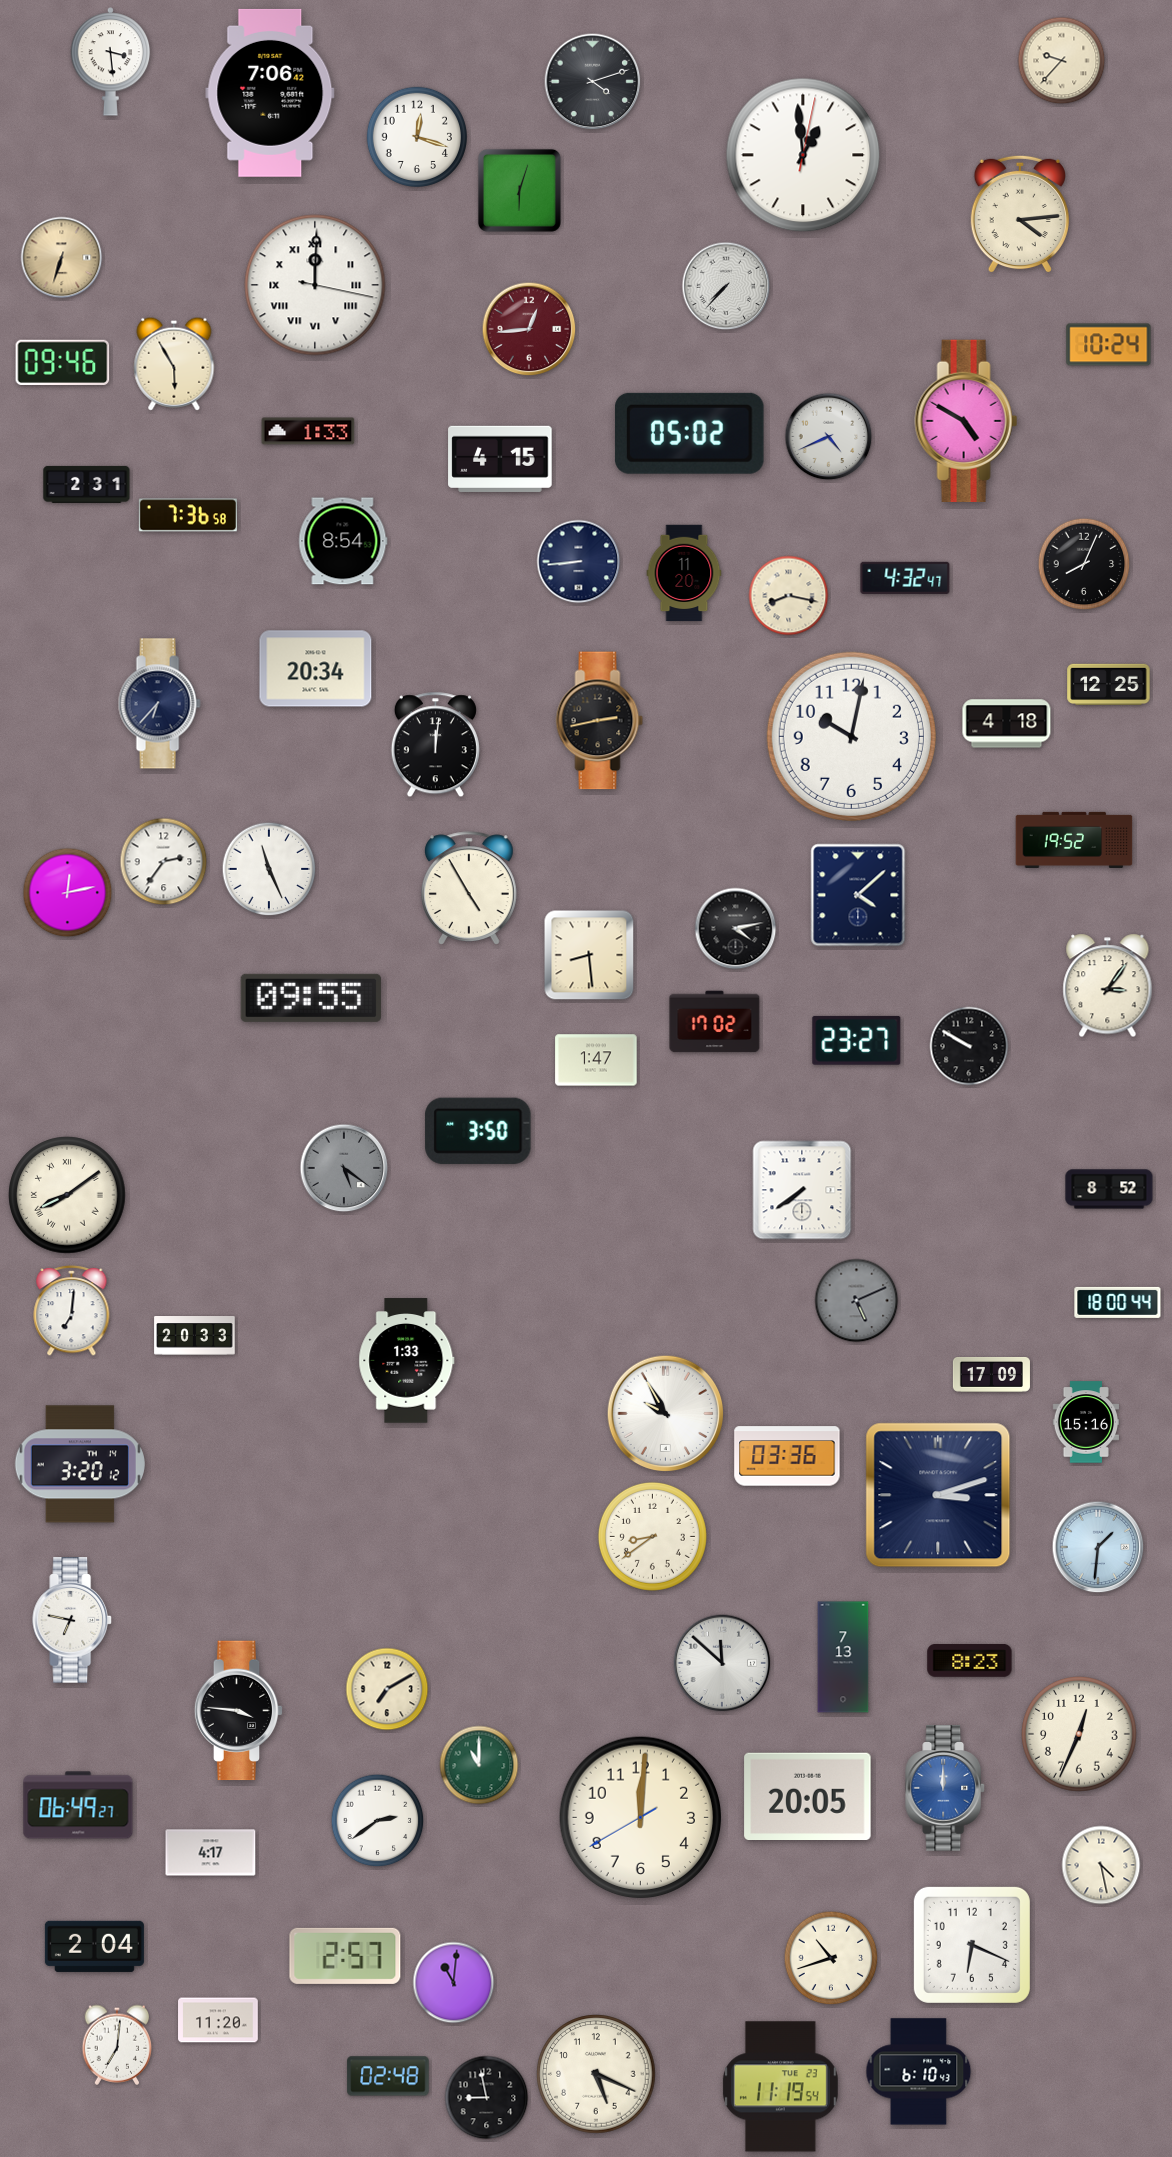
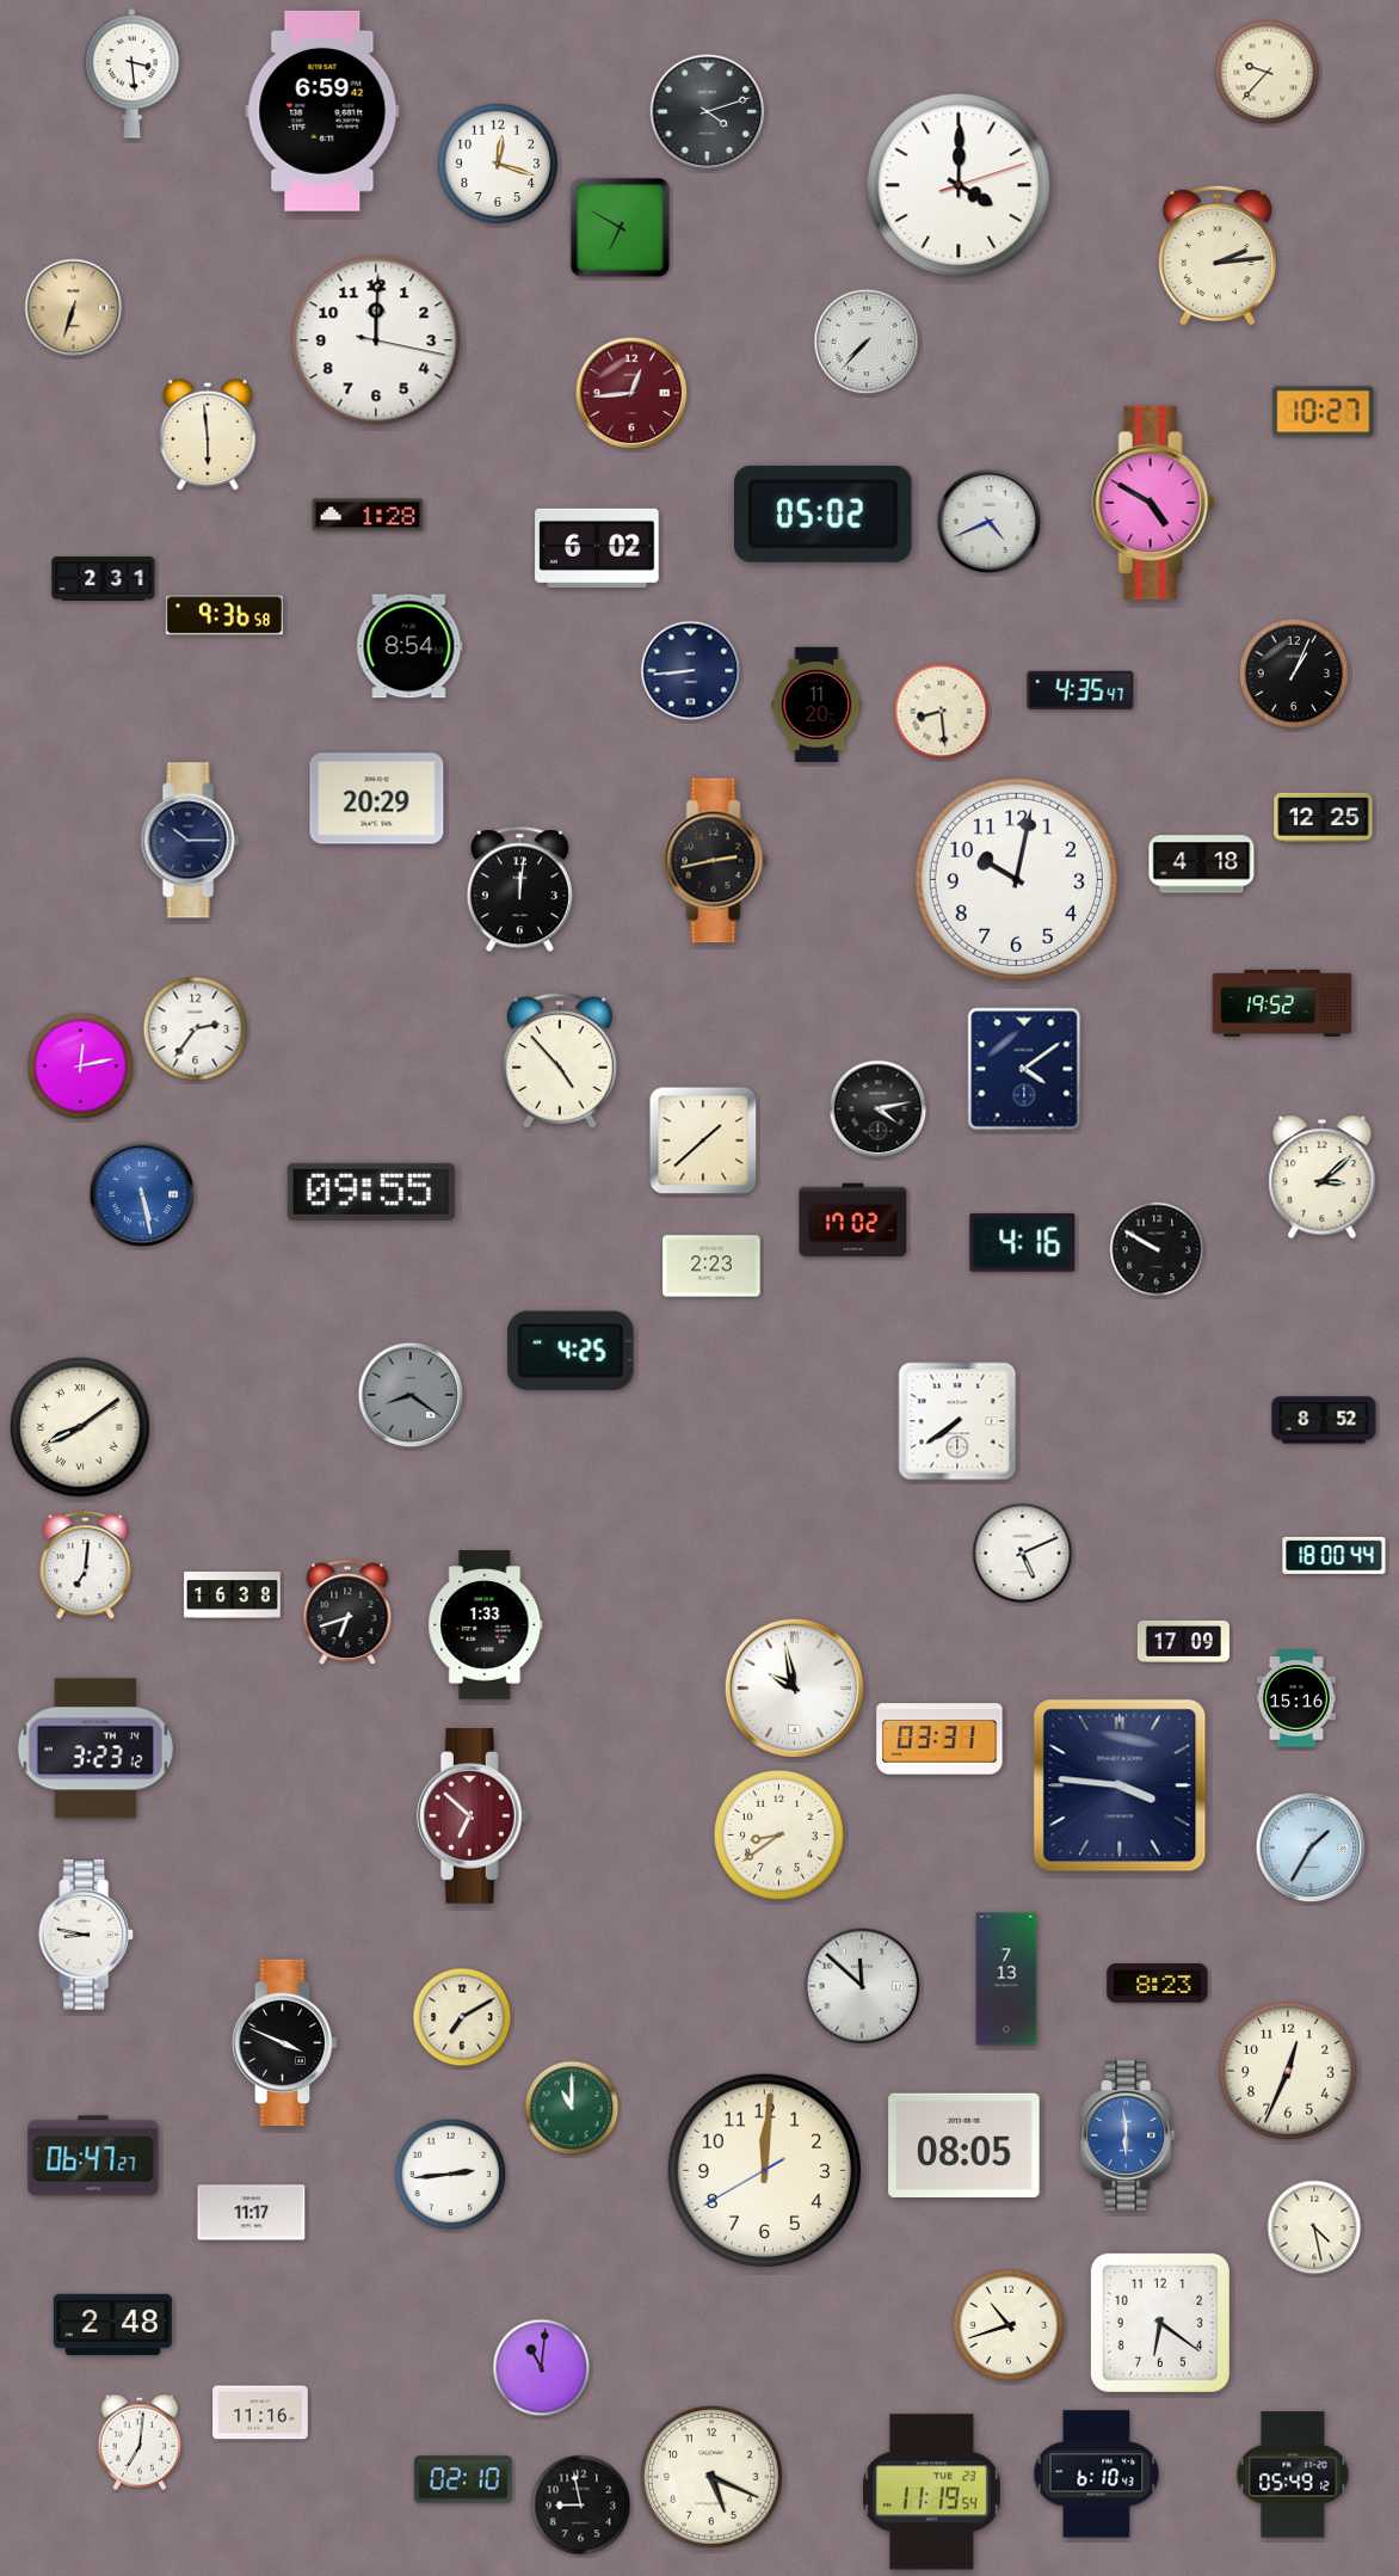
clock at (593, 82) position: (593, 82) -> (708, 112)
clock at (270, 93): 7:06 -> 6:59
clock at (803, 155): 12:59 -> 4:00
clock at (519, 190): 6:03 -> 6:50
clock at (1020, 214): 4:14 -> 2:14
clock at (315, 285) numerals: Roman -> Arabic
clock at (1109, 345): 10:24 -> 10:27
clock at (63, 362): 09:46 -> none
clock at (174, 364): 5:55 -> 5:59
clock at (308, 431): 1:33 -> 1:28
clock at (689, 433) position: (689, 433) -> (822, 514)
clock at (500, 459): 4:15 -> 6:02
clock at (188, 515): 7:36 -> 9:36
clock at (1084, 564): 8:04 -> 1:04
clock at (684, 573) position: (684, 573) -> (816, 705)
clock at (905, 578): 4:32 -> 4:35
clock at (789, 596): 8:17 -> 8:29
clock at (316, 669): 20:34 -> 20:29
clock at (159, 704): 6:37 -> 10:15
clock at (269, 869): 11:26 -> none
clock at (469, 888): 4:55 -> 4:53
clock at (858, 895): 4:08 -> 4:09
clock at (589, 955): 8:29 -> 1:38
clock at (1108, 986): 3:06 -> 3:08
clock at (142, 1194): none -> 5:28
clock at (857, 1040): 23:27 -> 4:16
clock at (596, 1060): 1:47 -> 2:23
clock at (478, 1131): 3:50 -> 4:25
clock at (344, 1168): 5:21 -> 8:21
clock at (857, 1301) dial: grey -> white
clock at (195, 1336): 20:33 -> 16:38
clock at (347, 1613): none -> 6:42
clock at (666, 1414): 9:55 -> 9:58
clock at (787, 1456): 03:36 -> 03:31
clock at (80, 1464): 3:20 -> 3:23
clock at (938, 1495): 3:12 -> 3:46
clock at (472, 1816): none -> 6:52
clock at (1098, 1547): 1:31 -> 1:35
clock at (73, 1620): 6:47 -> 8:47
clock at (239, 1711): 3:46 -> 3:49
clock at (946, 1788): 12:00 -> 5:59
clock at (808, 1796): 20:05 -> 08:05
clock at (78, 1805): 06:49 -> 06:47
clock at (378, 1821): 2:39 -> 2:44
clock at (211, 1853): 4:17 -> 11:17
clock at (972, 1945): 6:19 -> 6:21
clock at (94, 1946): 2:04 -> 2:48
clock at (345, 1956): 2:57 -> none
clock at (831, 1958) position: (831, 1958) -> (1009, 2325)
clock at (218, 2020): 11:20 -> 11:16
clock at (1293, 2474): none -> 05:49
clock at (388, 2076): 02:48 -> 02:10
